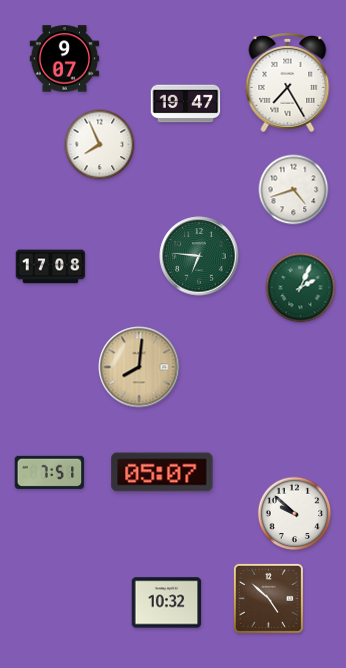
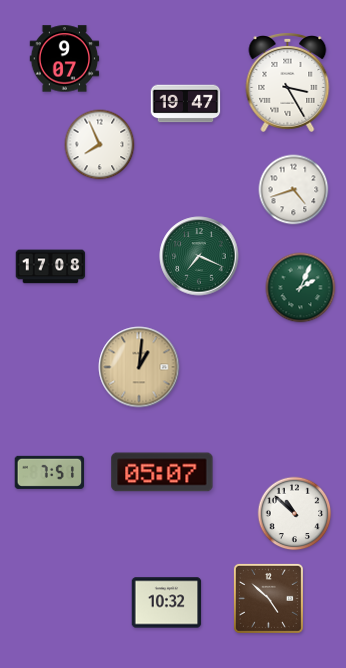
clock at (288, 83): 7:25 -> 3:25
clock at (199, 256): 6:46 -> 7:19
clock at (139, 367): 8:01 -> 1:01
clock at (295, 514): 9:52 -> 10:52
